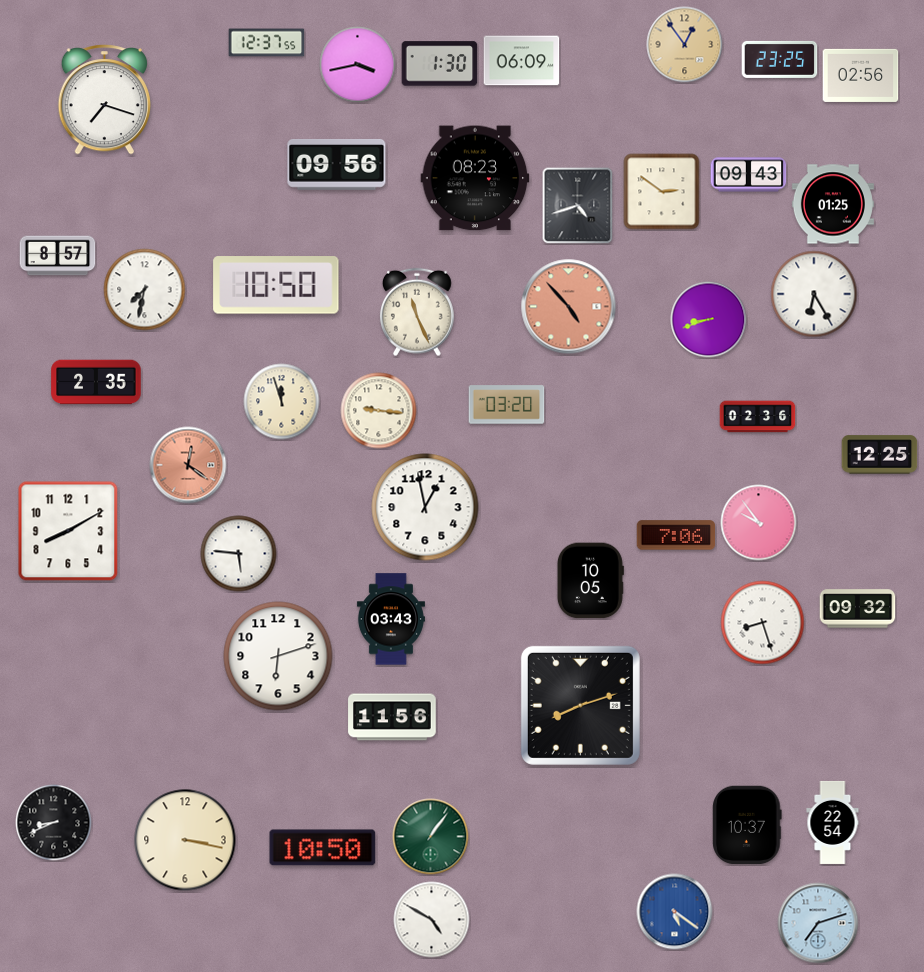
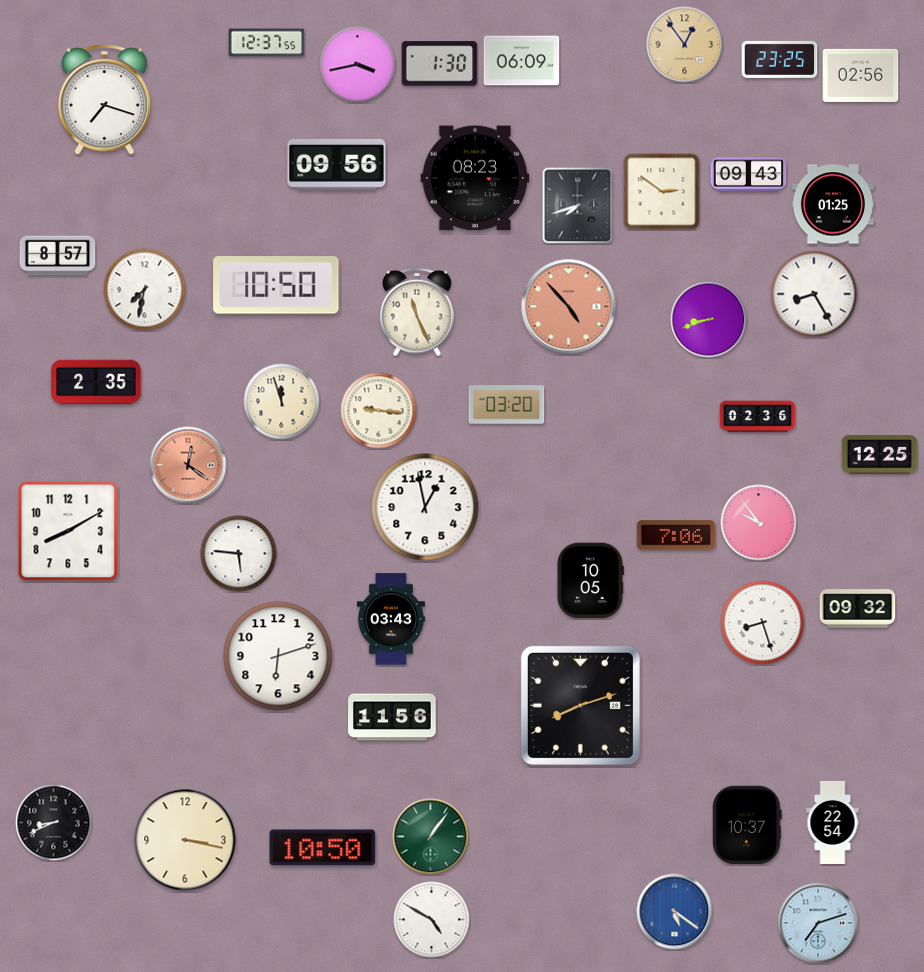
clock at (578, 206): 4:42 -> 7:42
clock at (814, 294): 6:25 -> 8:25
